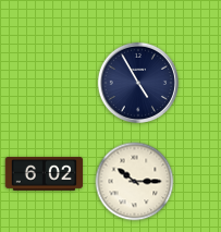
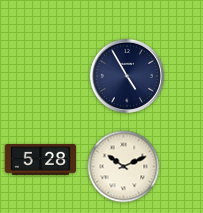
clock at (44, 174): 6:02 -> 5:28
clock at (135, 182): 10:15 -> 10:11
